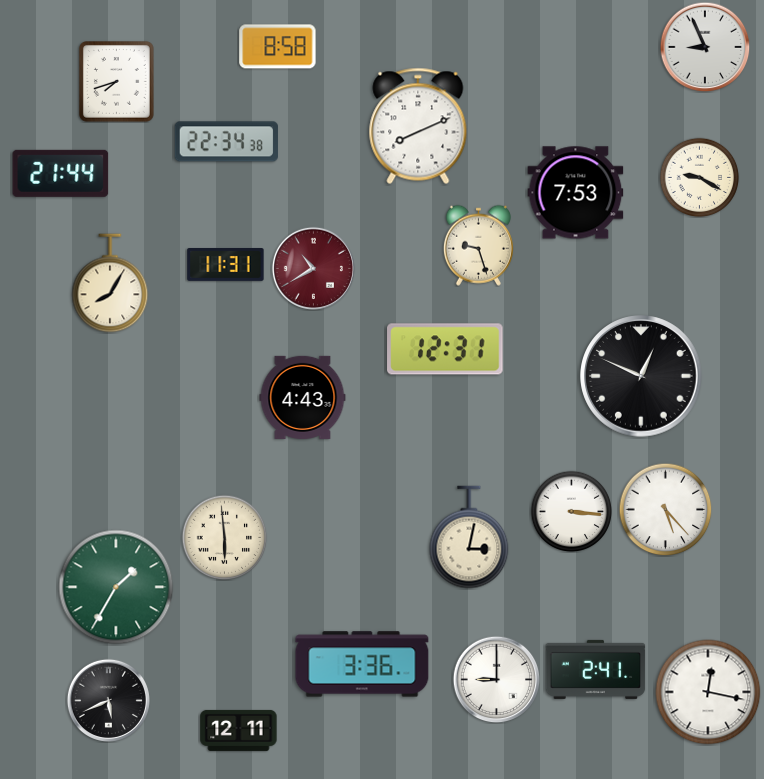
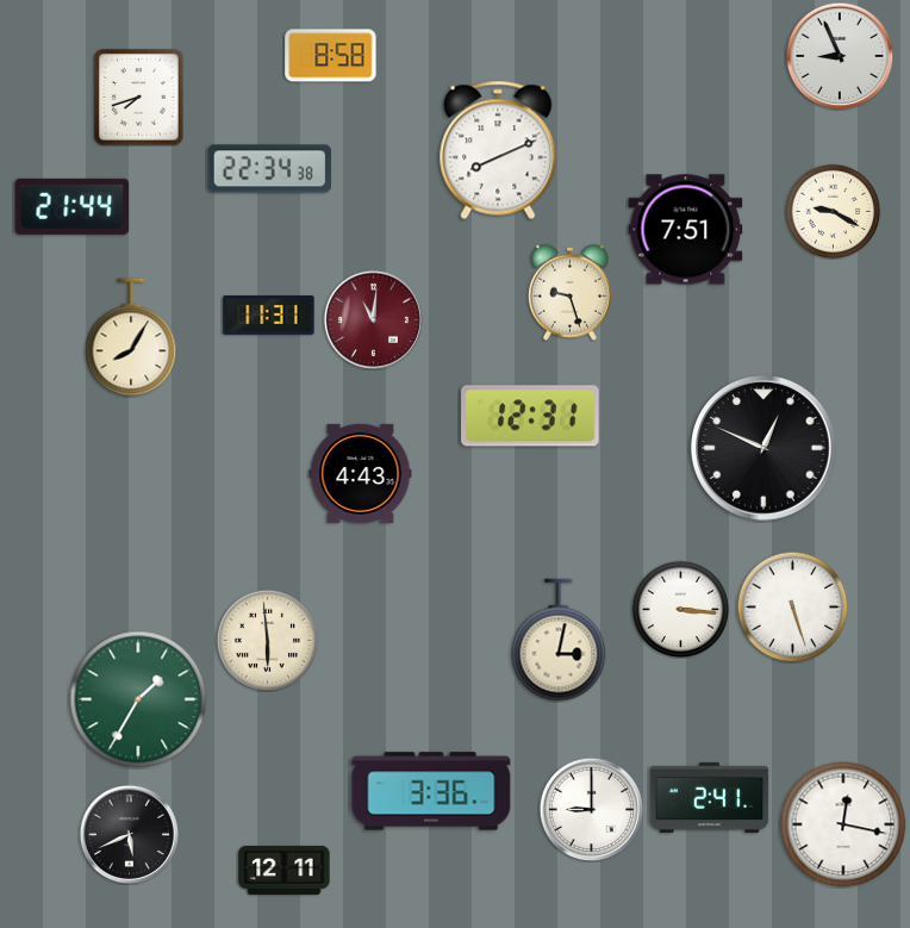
clock at (576, 193): 7:53 -> 7:51
clock at (313, 268): 10:40 -> 11:01
clock at (665, 509): 5:23 -> 5:27
